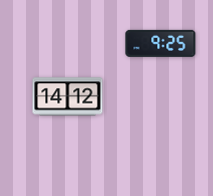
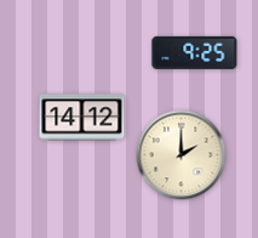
clock at (182, 155): none -> 2:00
